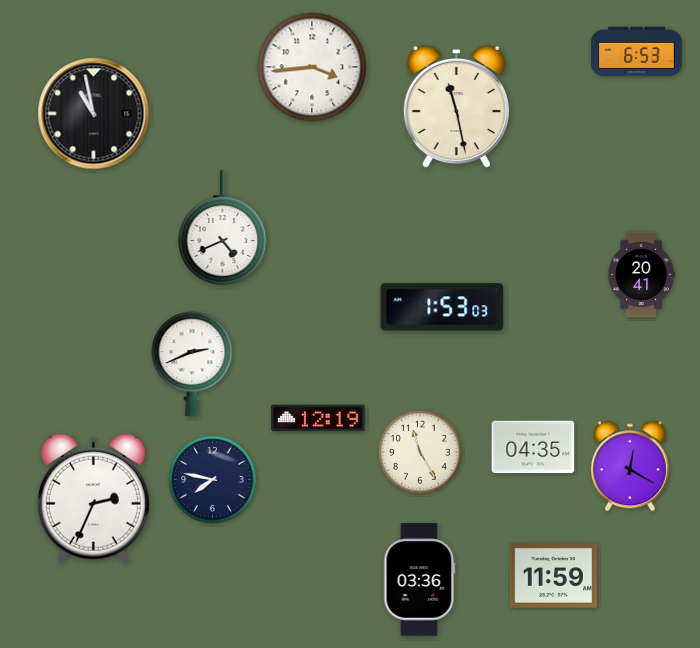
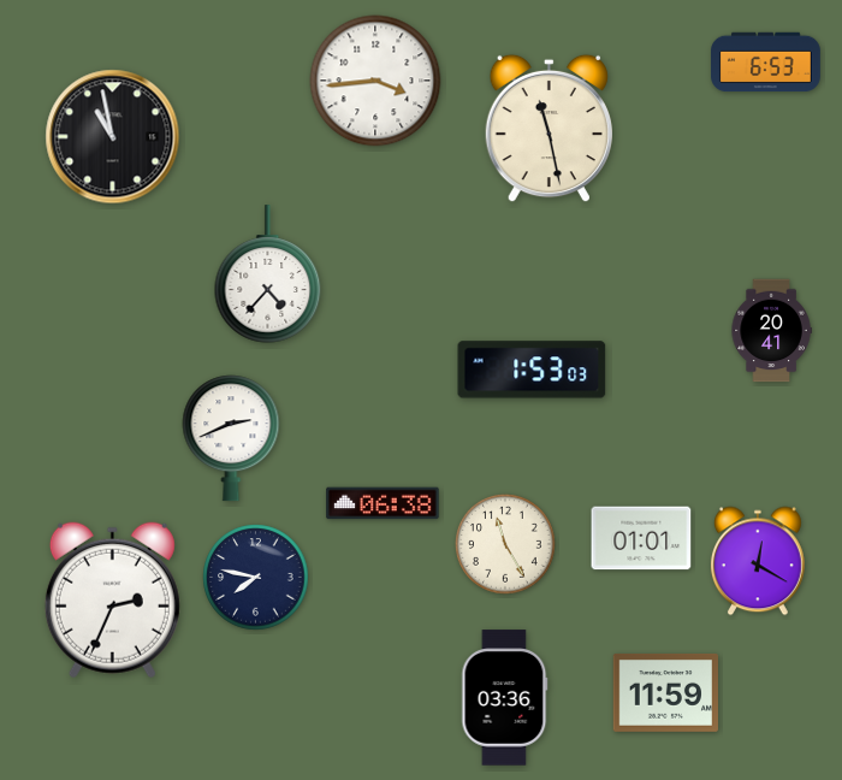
clock at (223, 228): 4:41 -> 4:37
clock at (318, 418): 12:19 -> 06:38
clock at (533, 447): 04:35 -> 01:01
